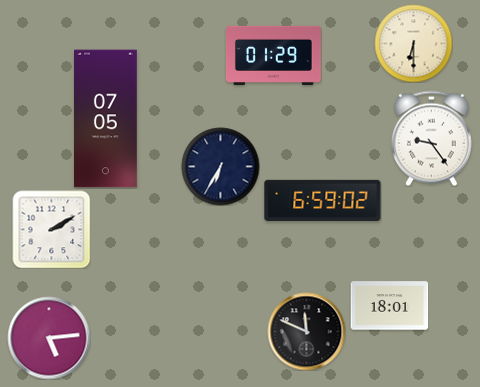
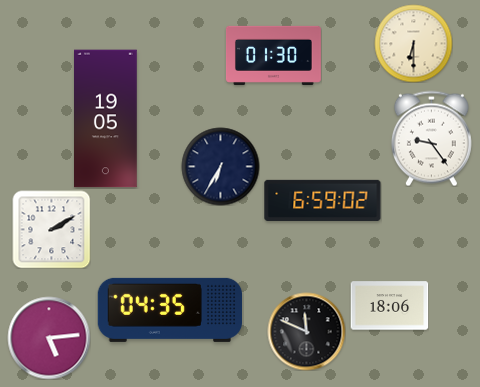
clock at (273, 55): 01:29 -> 01:30
clock at (106, 119): 07:05 -> 19:05
clock at (389, 306): 18:01 -> 18:06
clock at (170, 310): none -> 04:35
